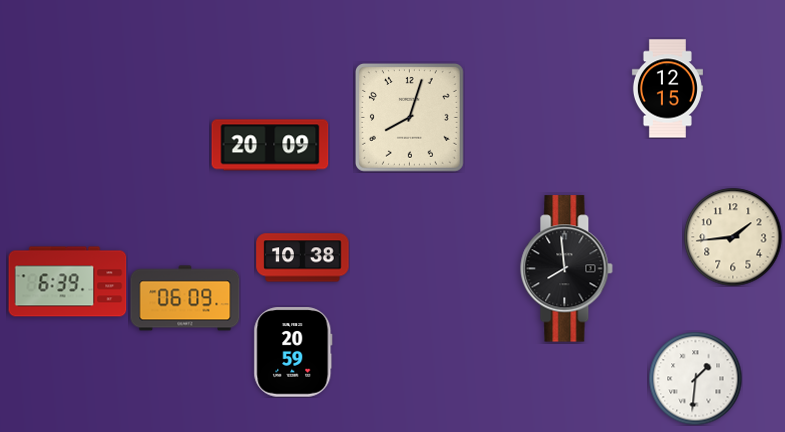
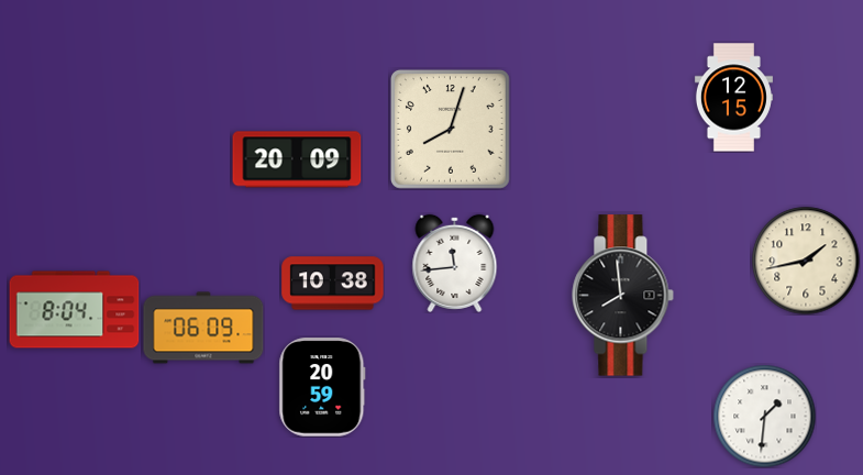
clock at (733, 237): 1:44 -> 1:43
clock at (455, 263): none -> 11:44
clock at (68, 282): 6:39 -> 8:04
